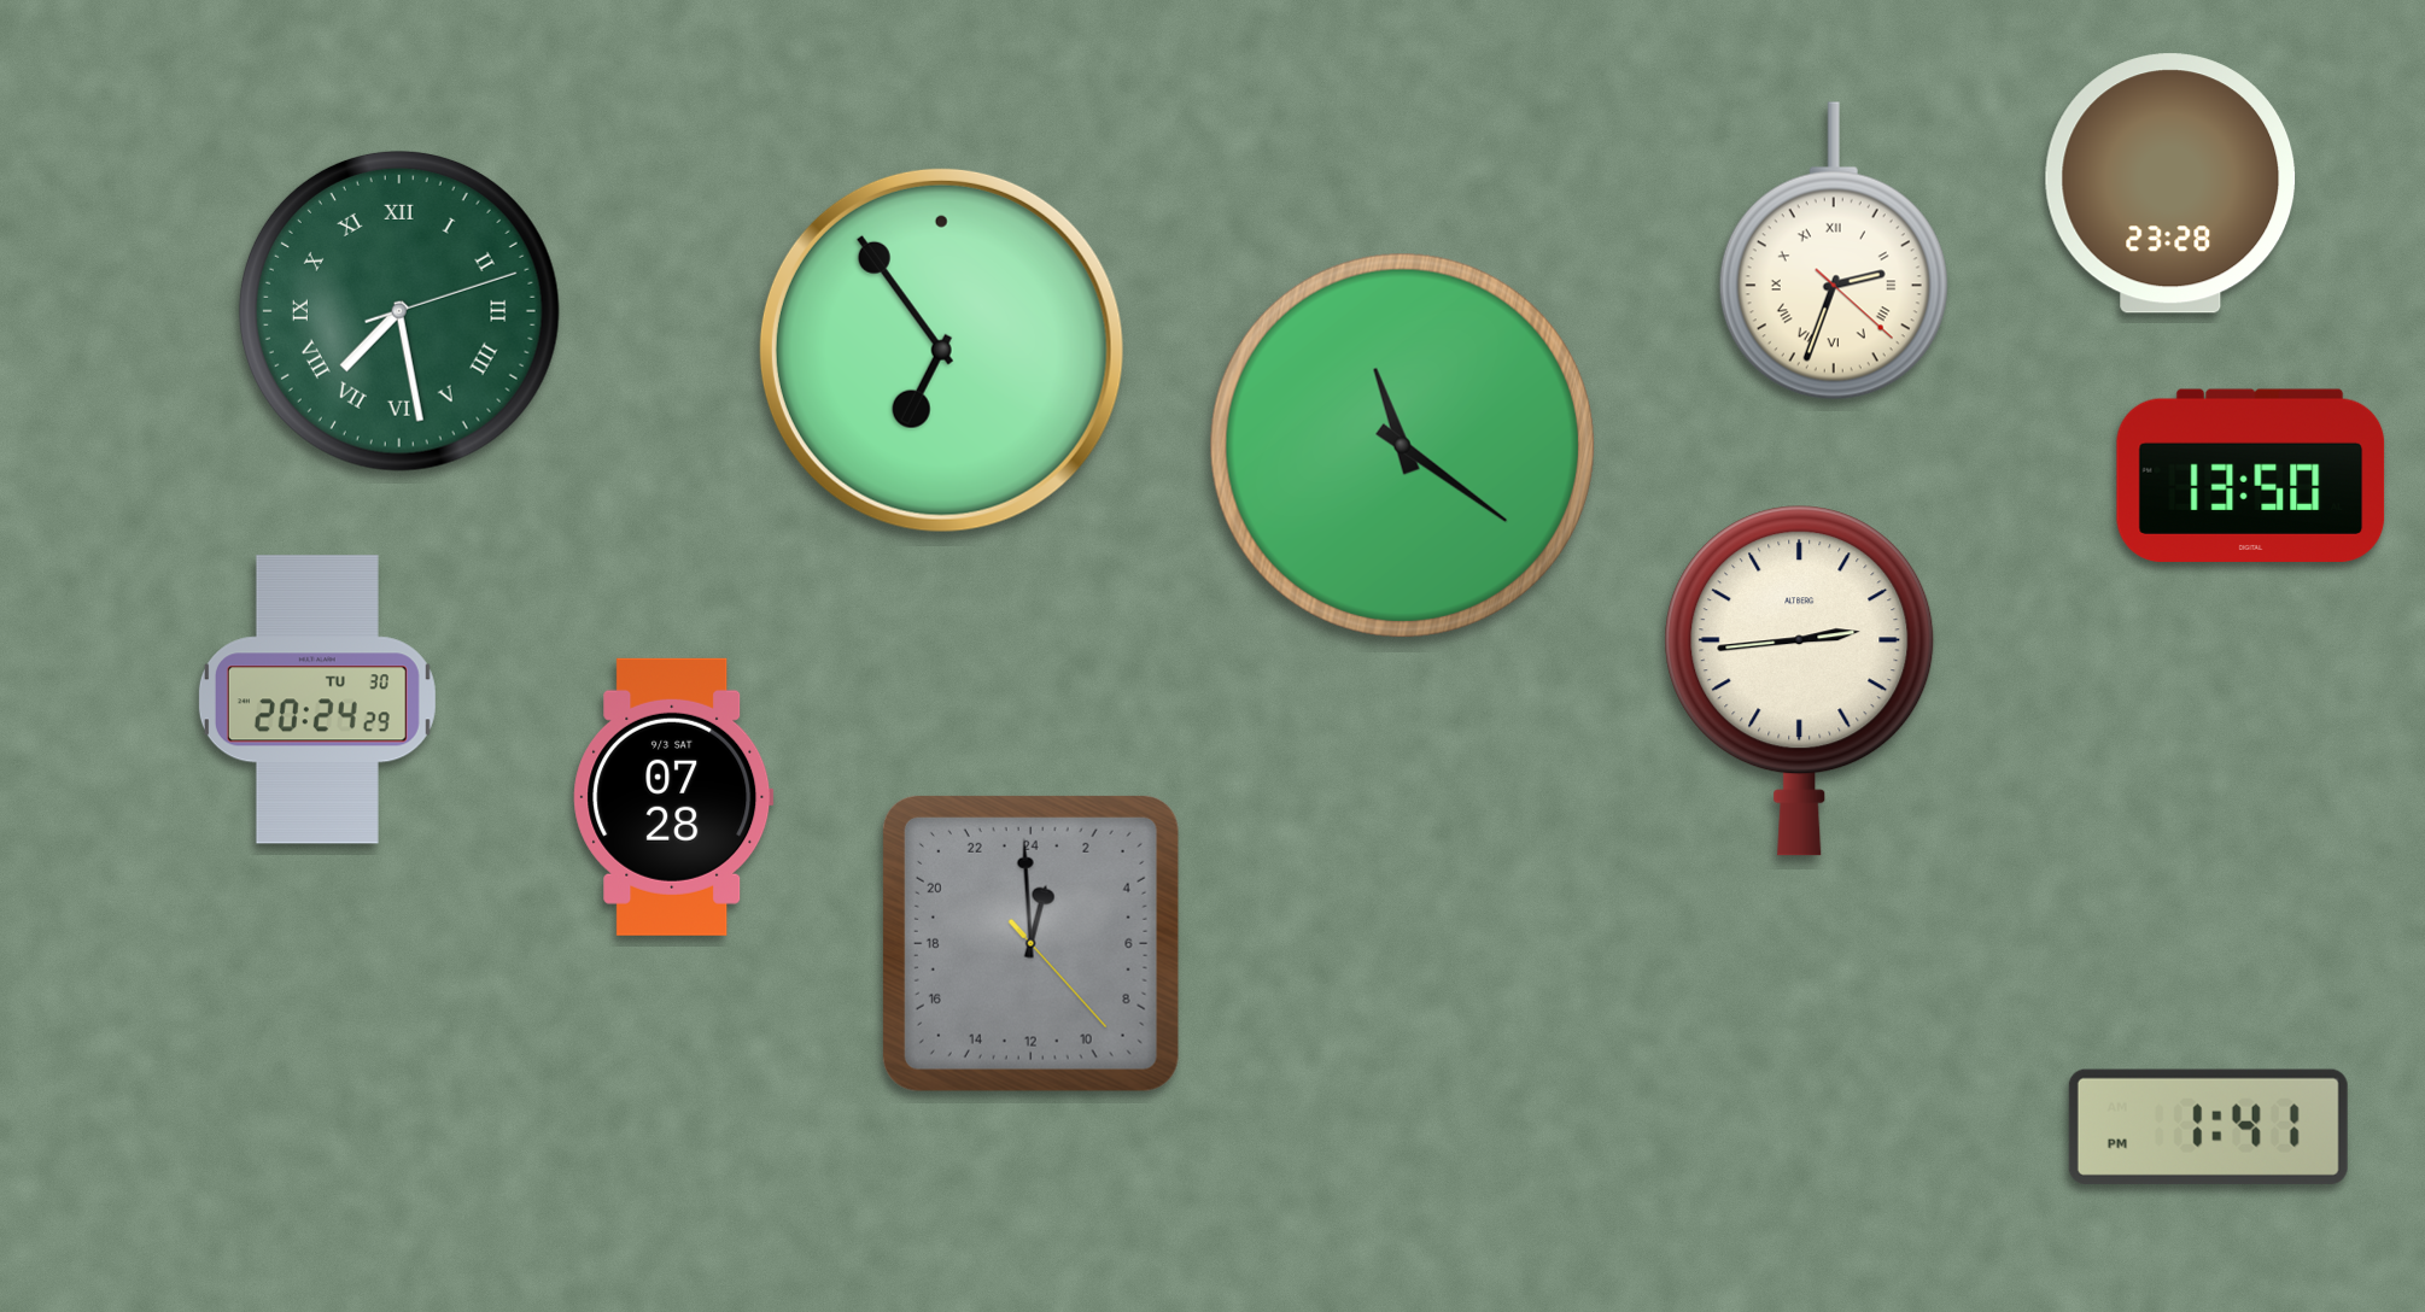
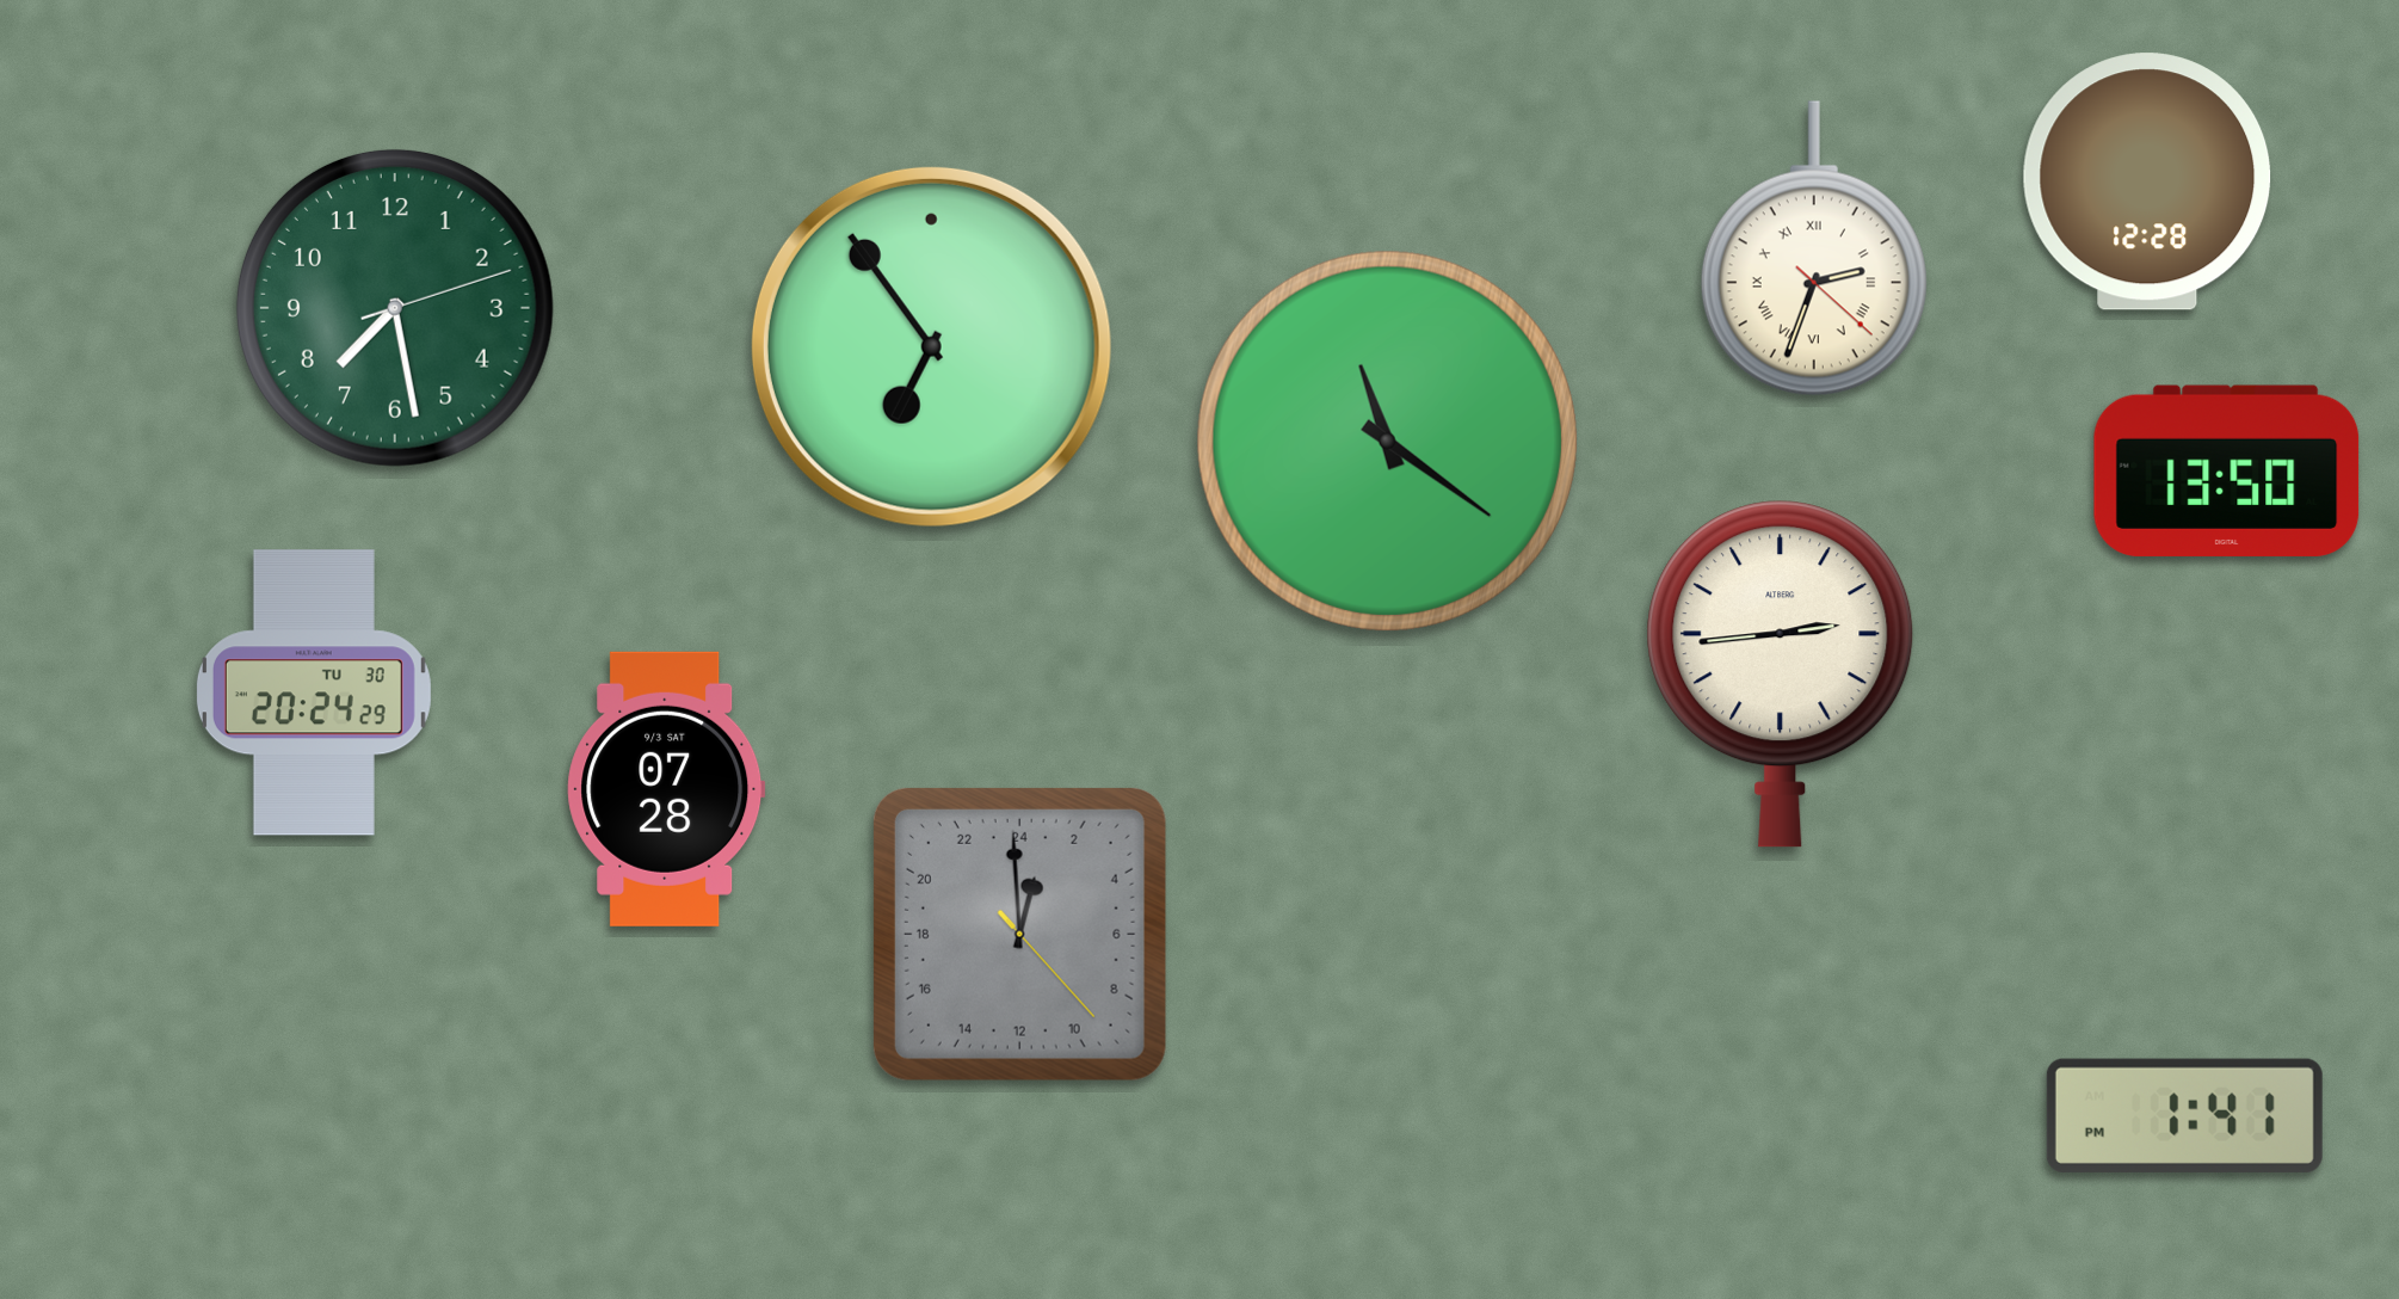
clock at (2170, 183): 23:28 -> 12:28
clock at (399, 311) numerals: Roman -> Arabic
